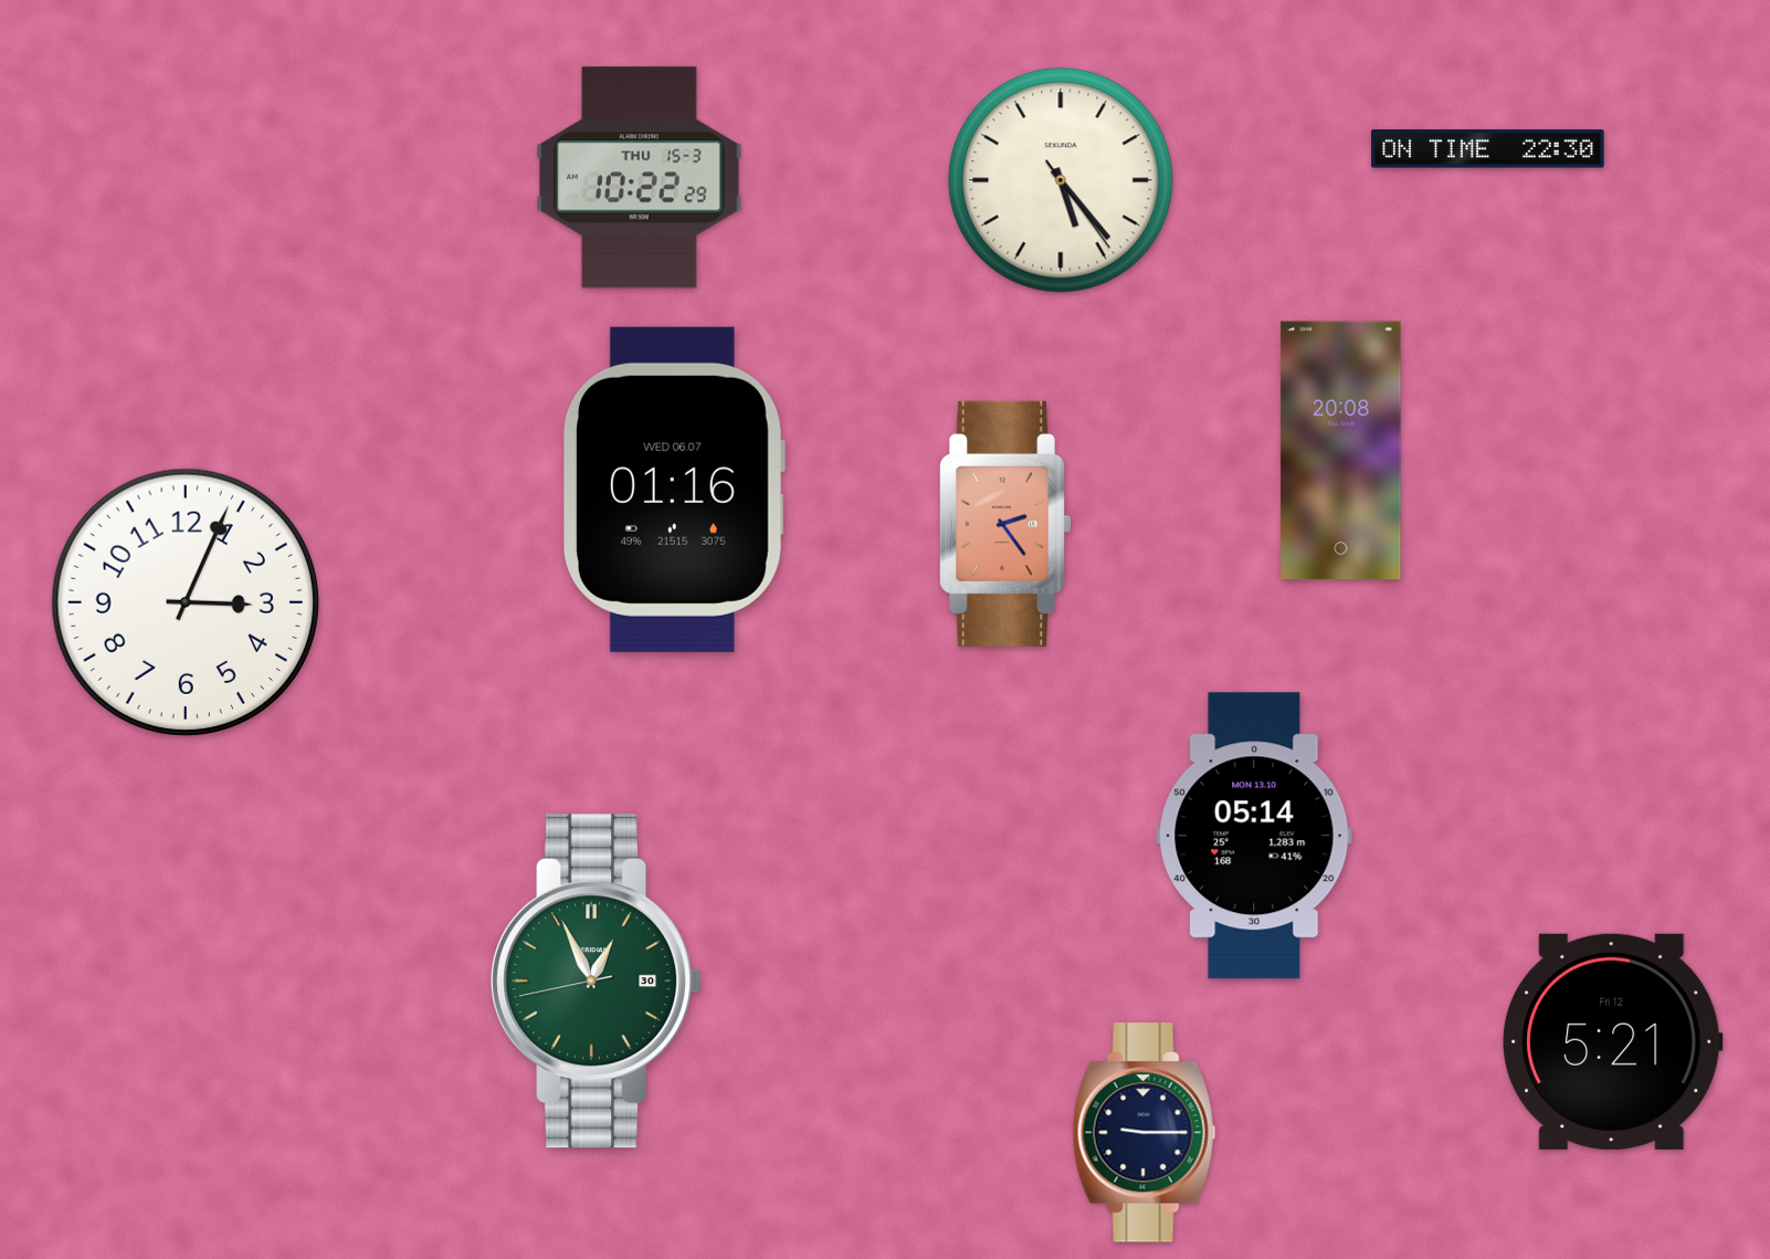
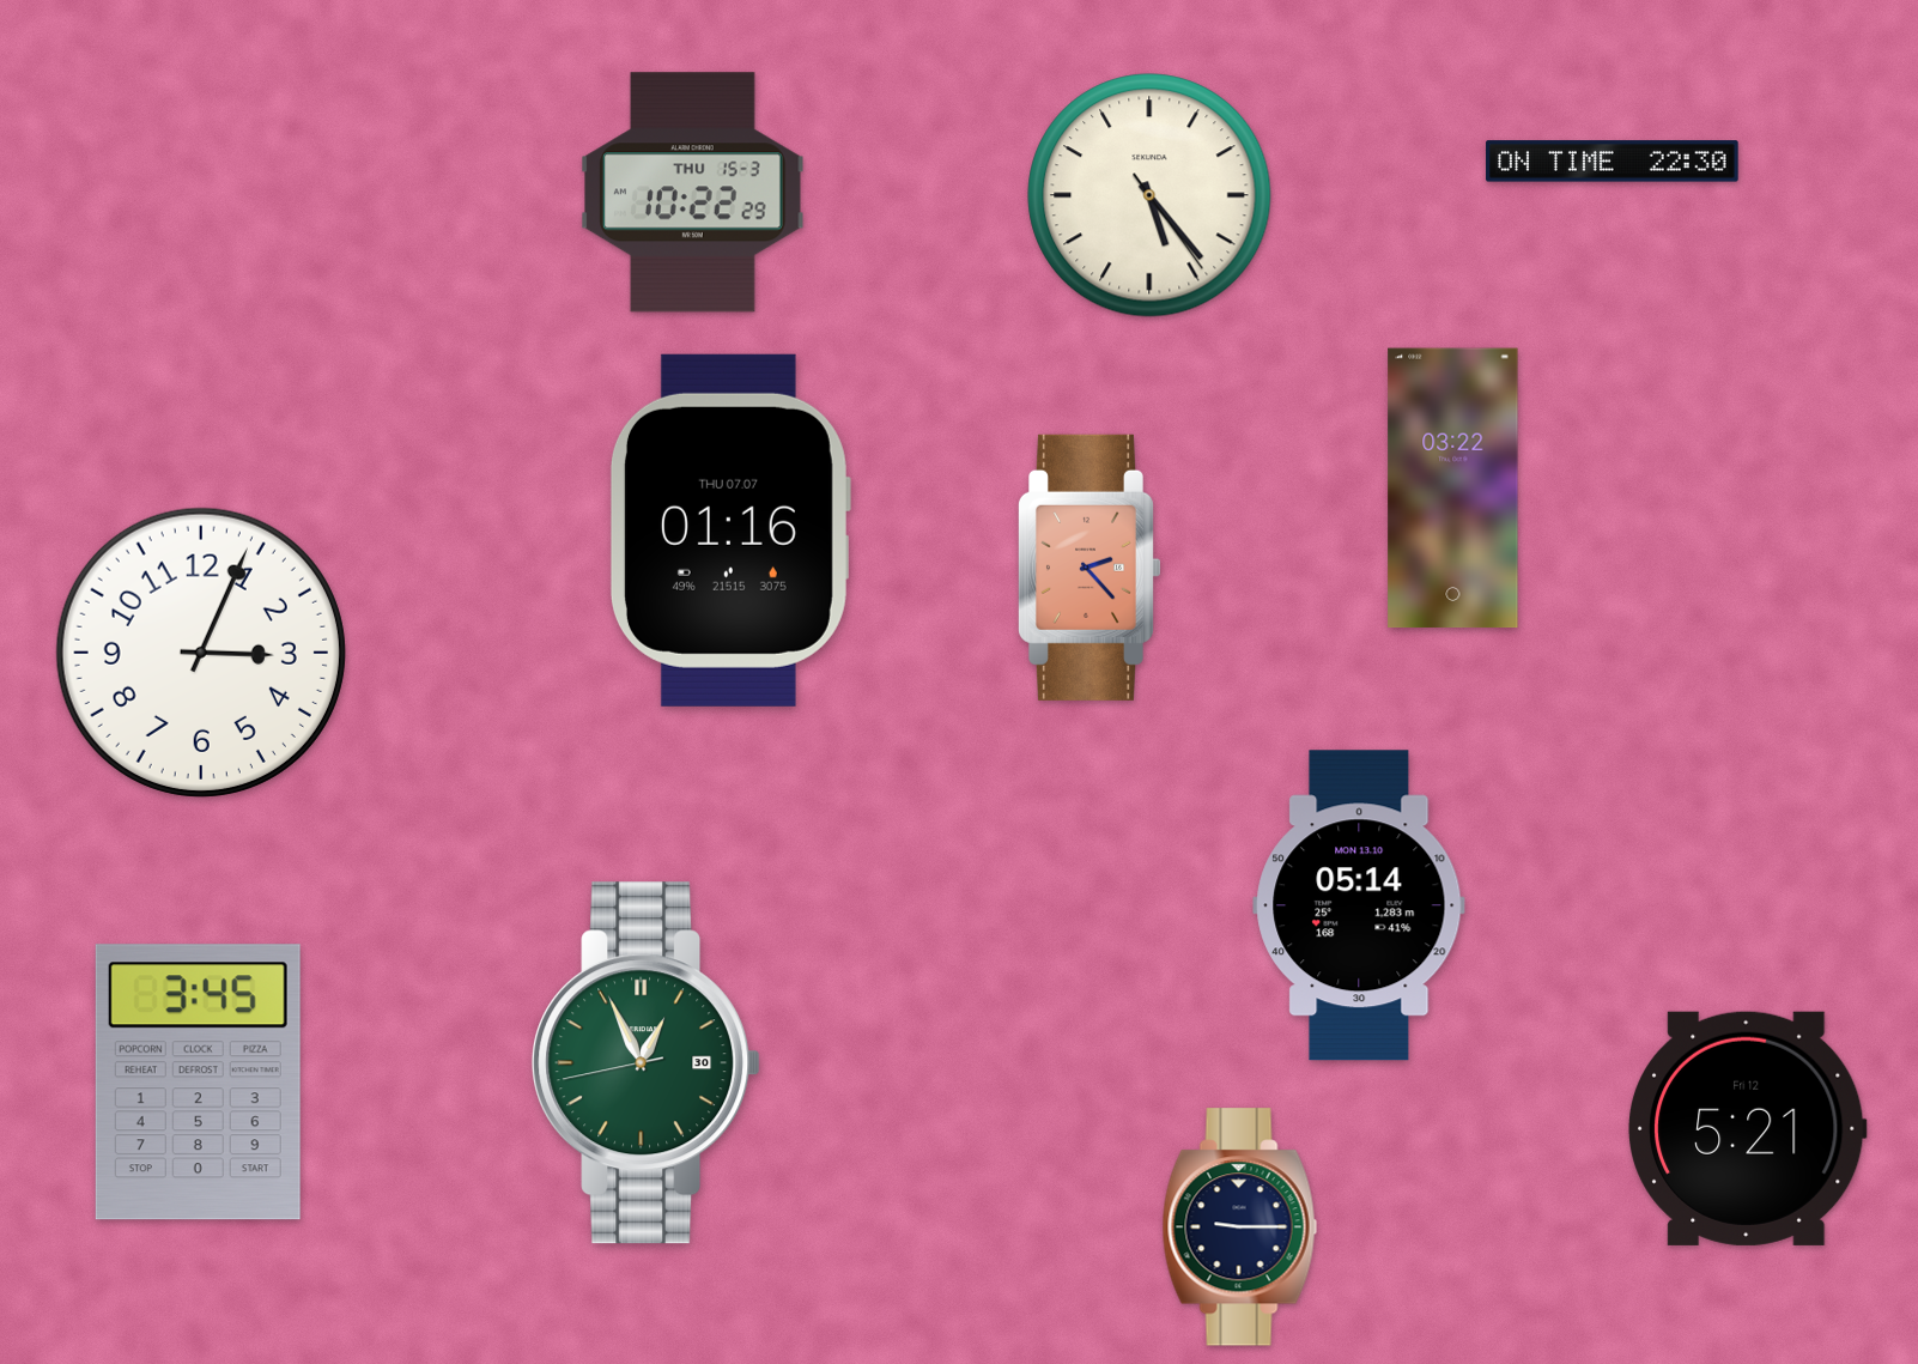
clock at (1341, 451): 20:08 -> 03:22
clock at (673, 490) date: WED 06.07 -> THU 07.07
clock at (1005, 524): 2:24 -> 2:23
clock at (198, 1083): none -> 3:45
